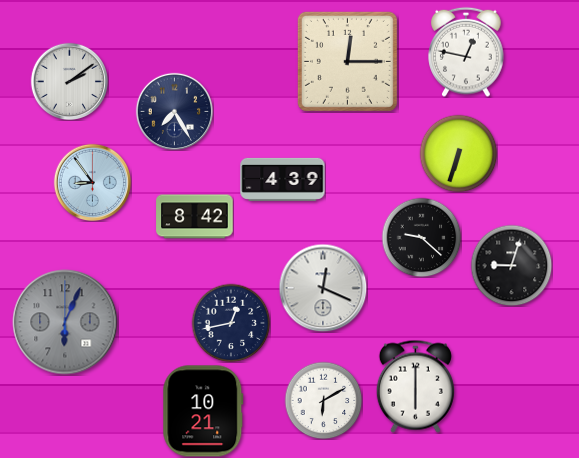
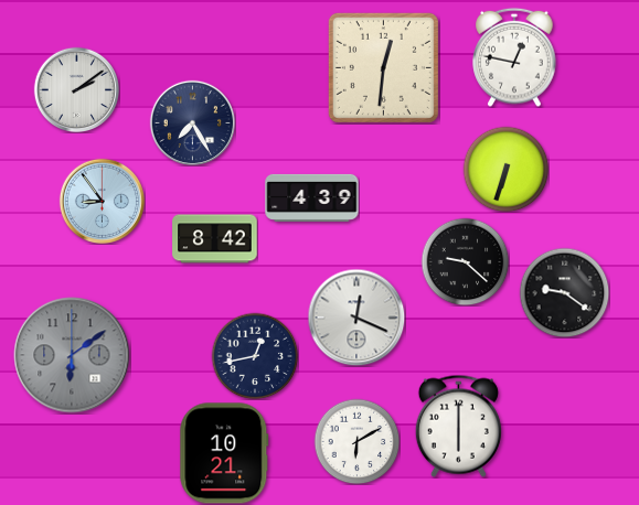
clock at (347, 61): 12:15 -> 12:31
clock at (511, 265): 9:03 -> 9:21
clock at (65, 322): 6:04 -> 6:09
